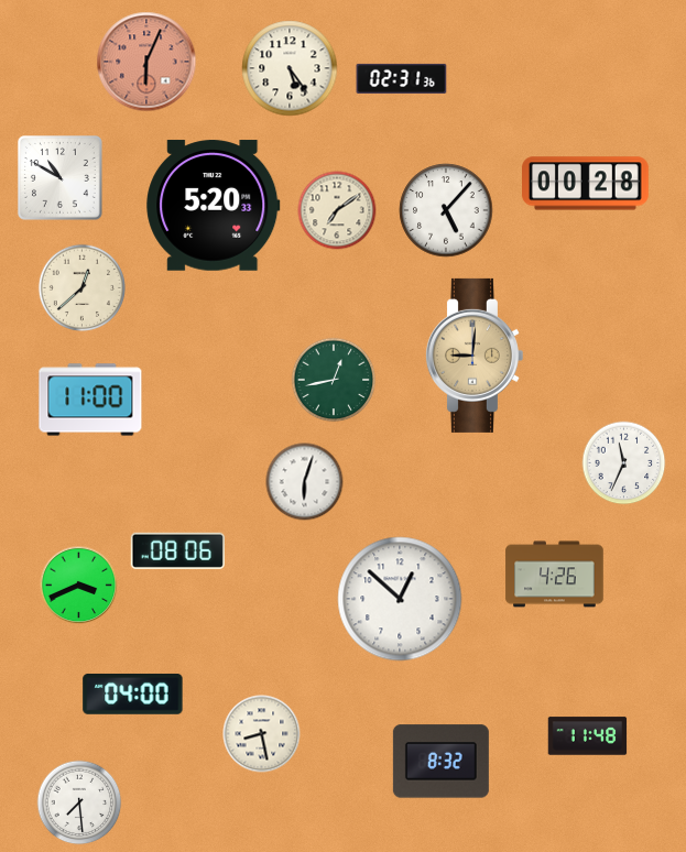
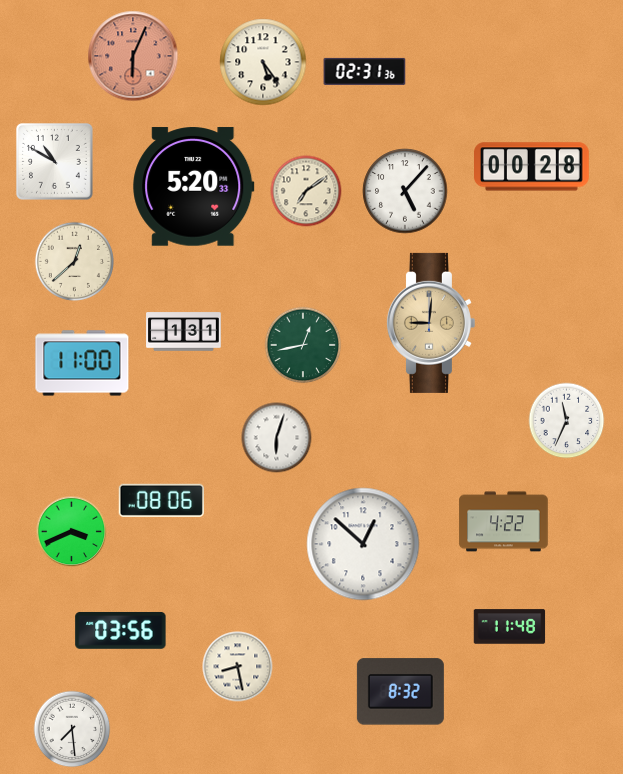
clock at (184, 332): none -> 1:31
clock at (555, 575): 4:26 -> 4:22
clock at (133, 695): 04:00 -> 03:56
clock at (588, 736) position: (588, 736) -> (510, 627)
